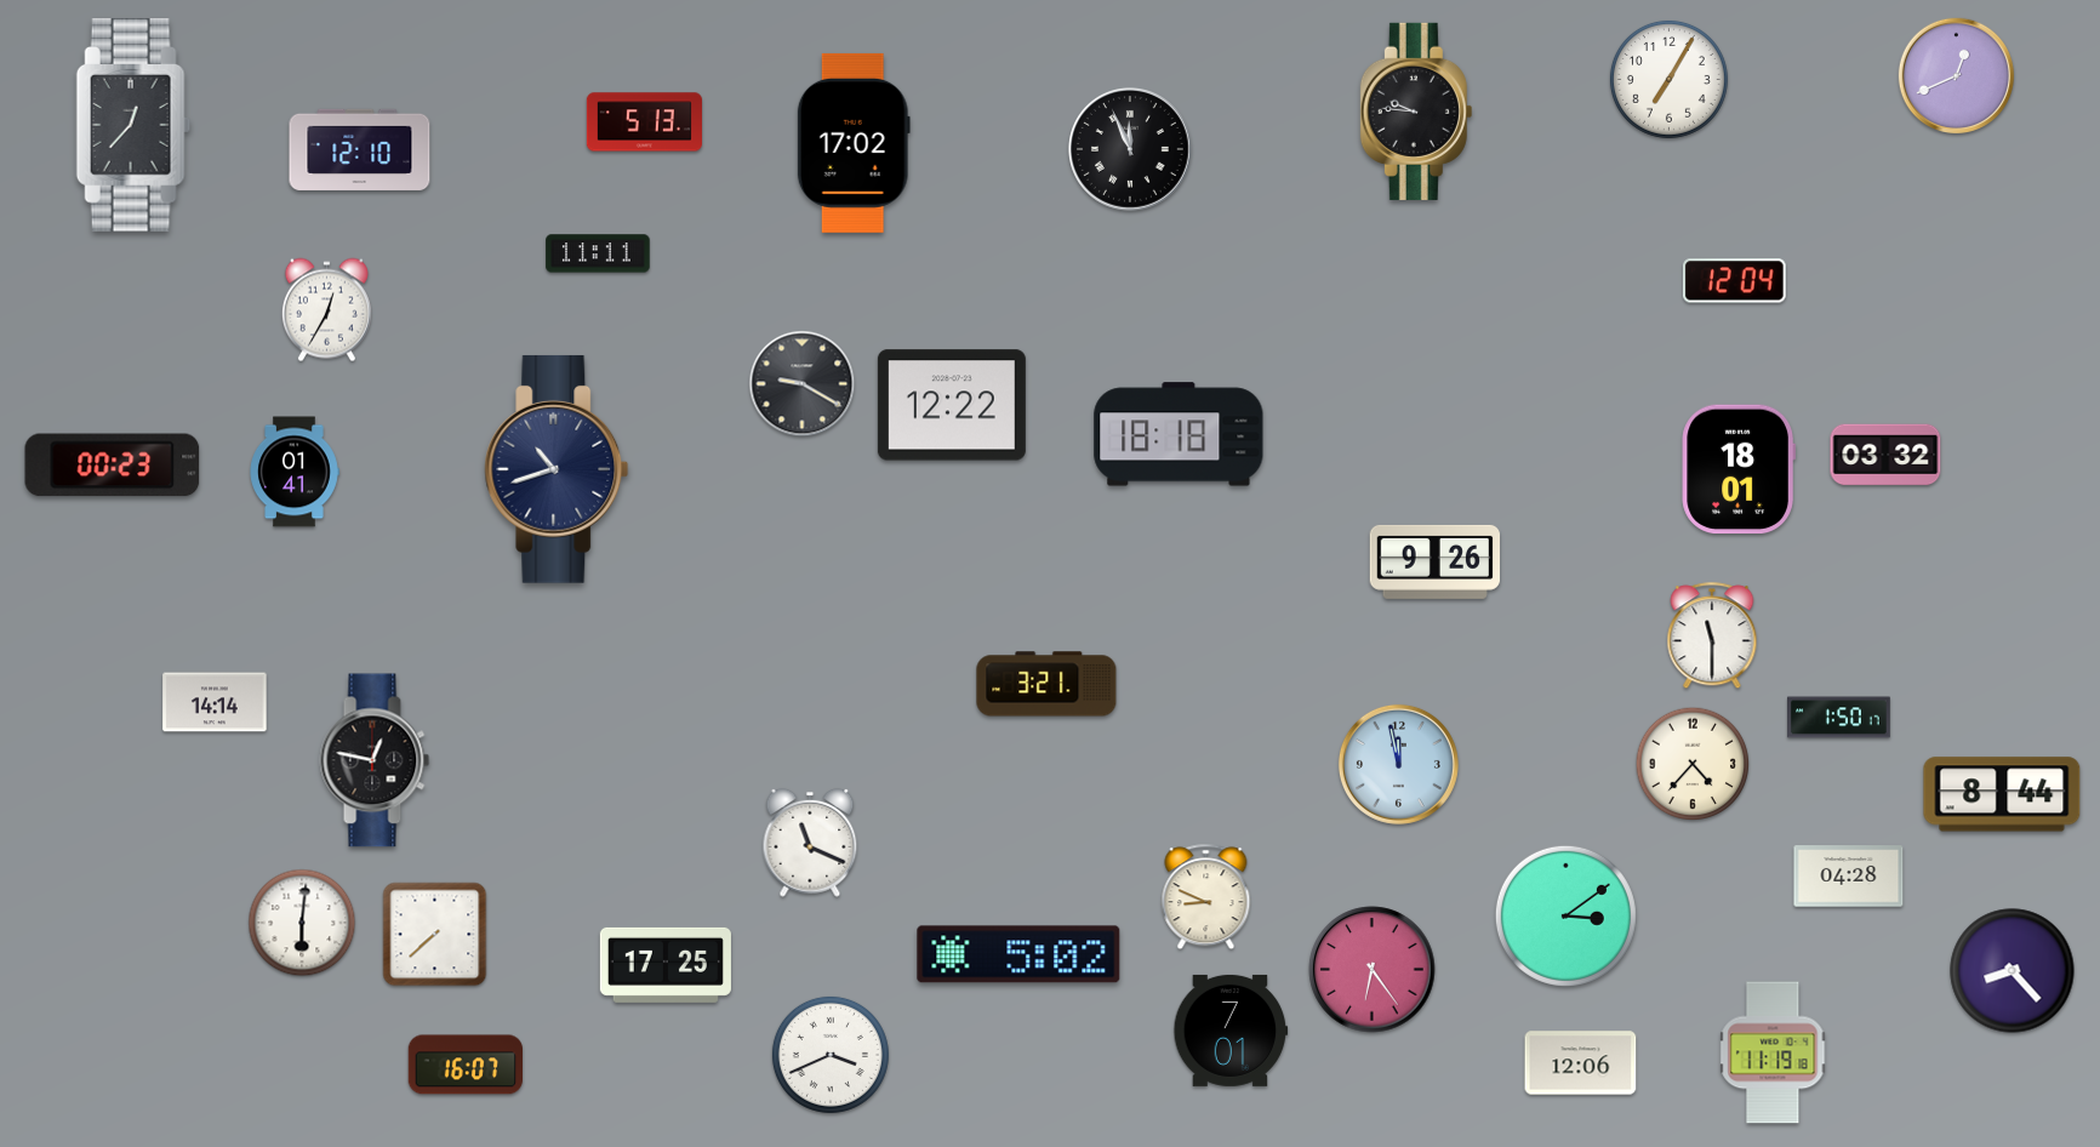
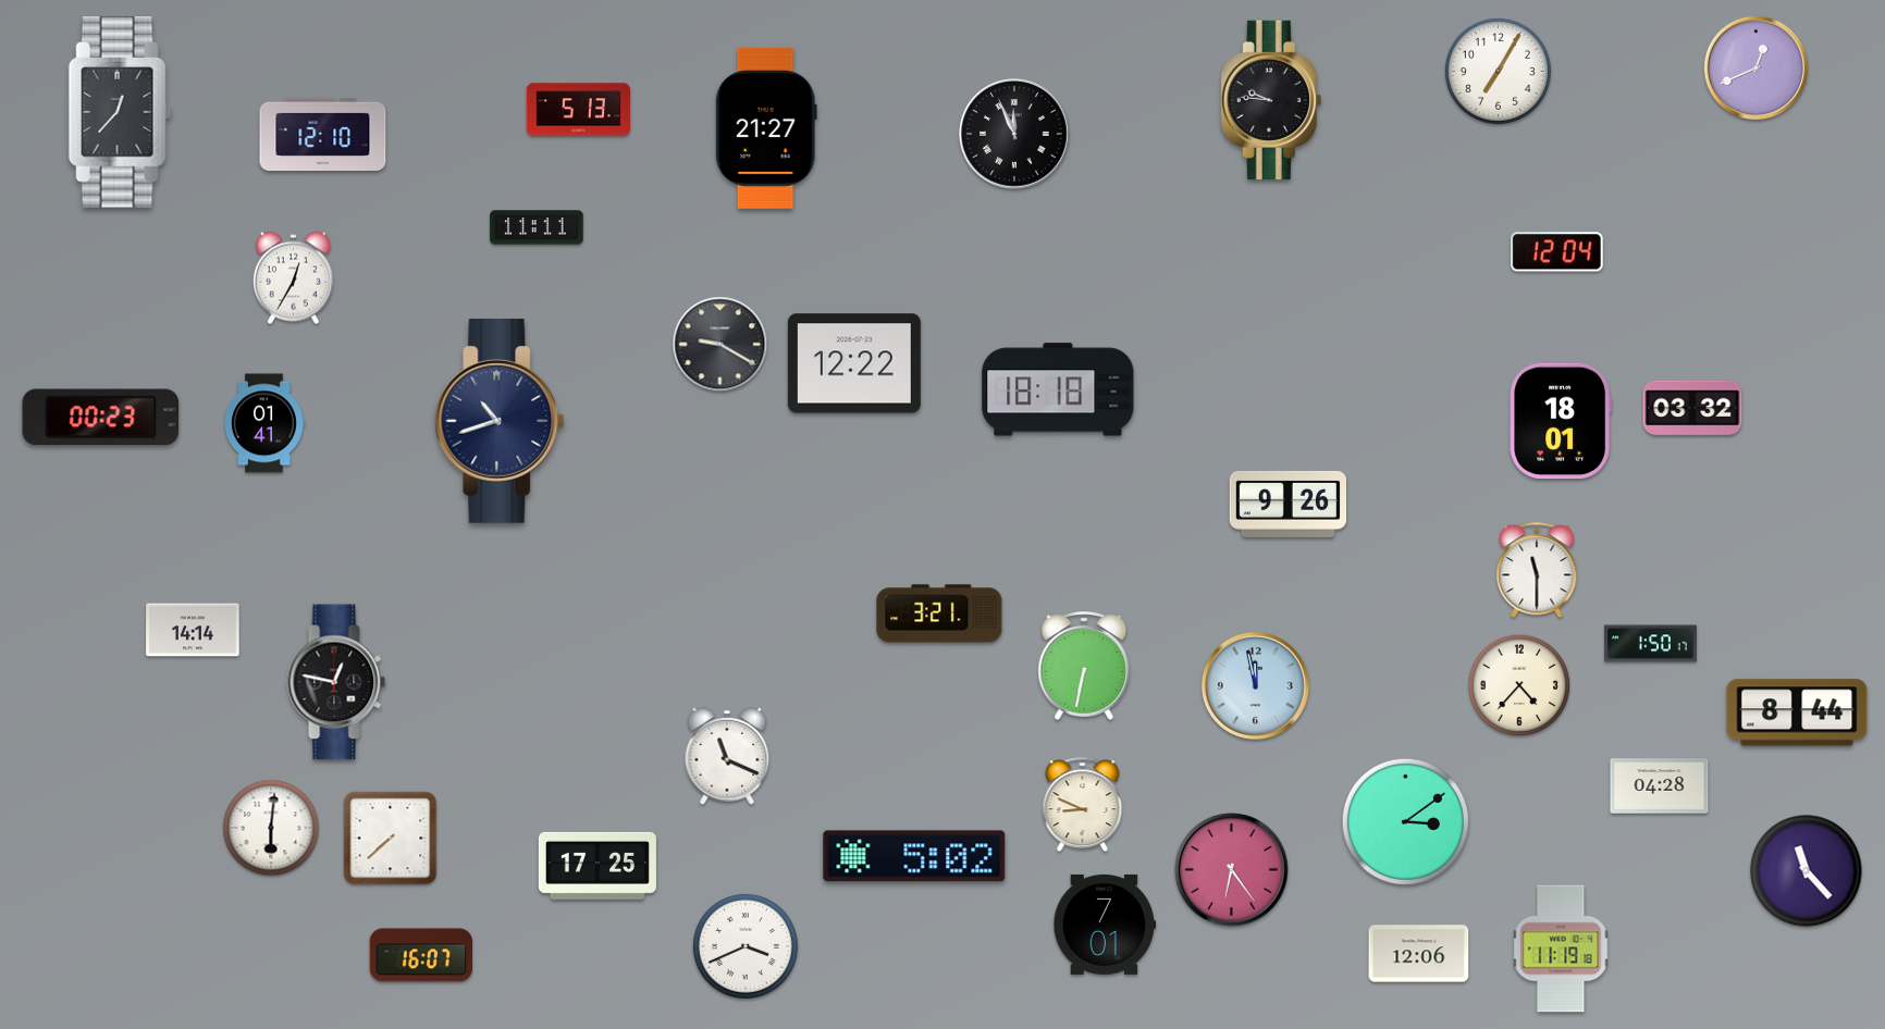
clock at (854, 143): 17:02 -> 21:27
clock at (1084, 666): none -> 6:32
clock at (2013, 971): 8:23 -> 11:23
clock at (1773, 1052) position: (1773, 1052) -> (1561, 949)
clock at (466, 1065) position: (466, 1065) -> (421, 955)
